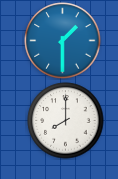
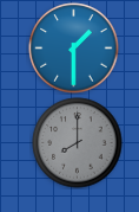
clock at (66, 121) dial: white -> grey
